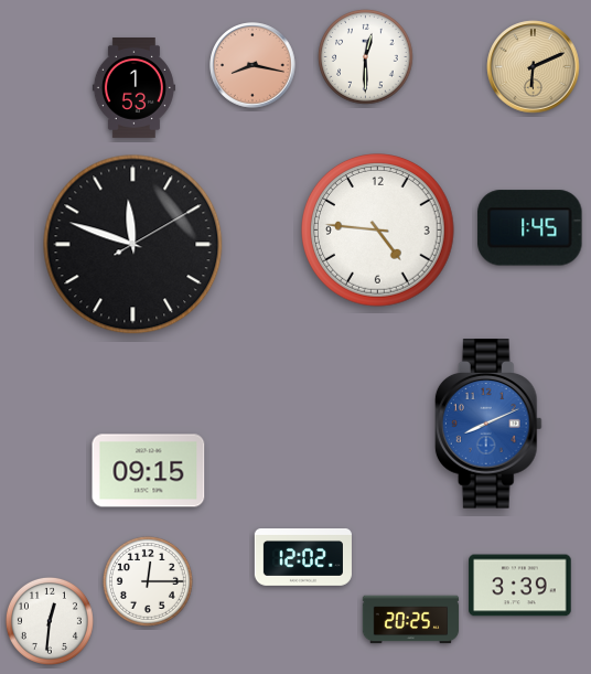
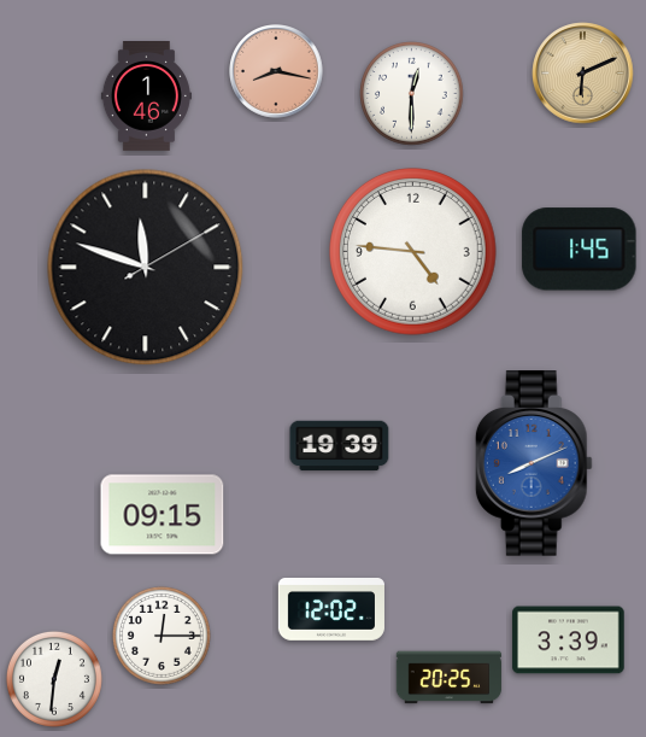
clock at (366, 57) position: (366, 57) -> (412, 94)
clock at (133, 88): 1:53 -> 1:46
clock at (340, 446): none -> 19:39
